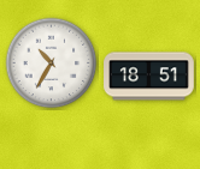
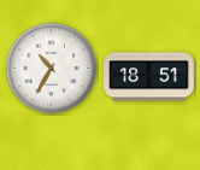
clock at (52, 64) position: (52, 64) -> (52, 69)
